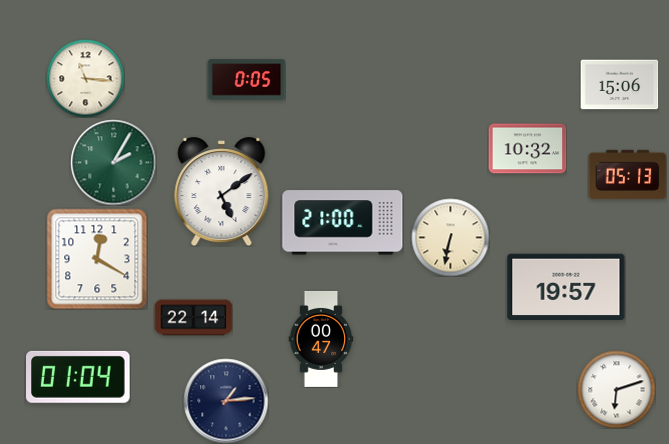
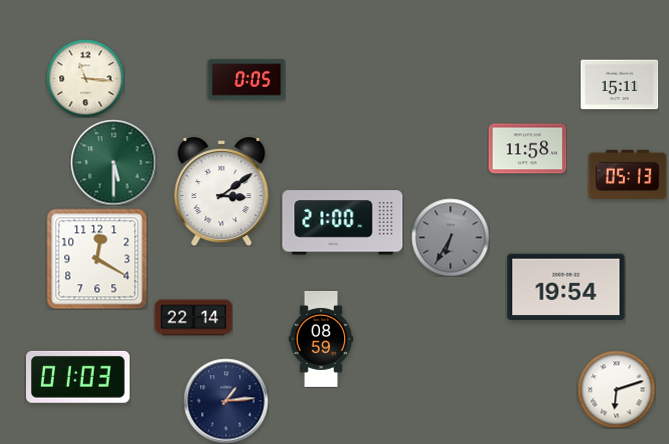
clock at (619, 85): 15:06 -> 15:11
clock at (527, 149): 10:32 -> 11:58
clock at (113, 162): 2:05 -> 5:30
clock at (222, 192): 5:09 -> 3:09
clock at (450, 237): 6:32 -> 6:35
clock at (450, 237) dial: cream -> grey
clock at (566, 287): 19:57 -> 19:54
clock at (321, 339): 00:47 -> 08:59
clock at (79, 377): 01:04 -> 01:03
